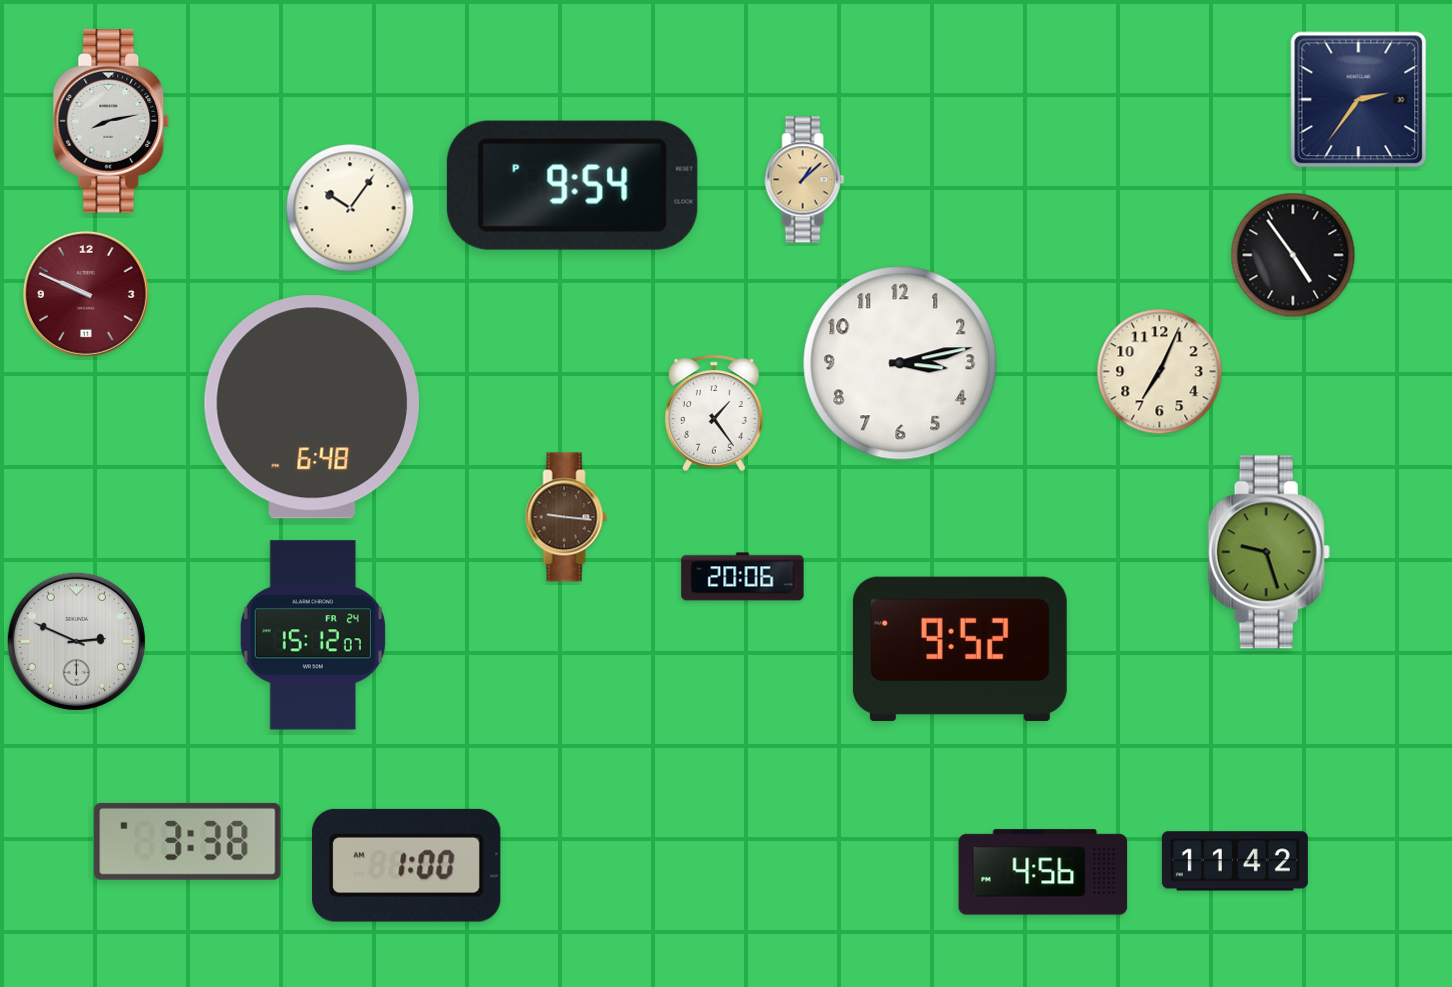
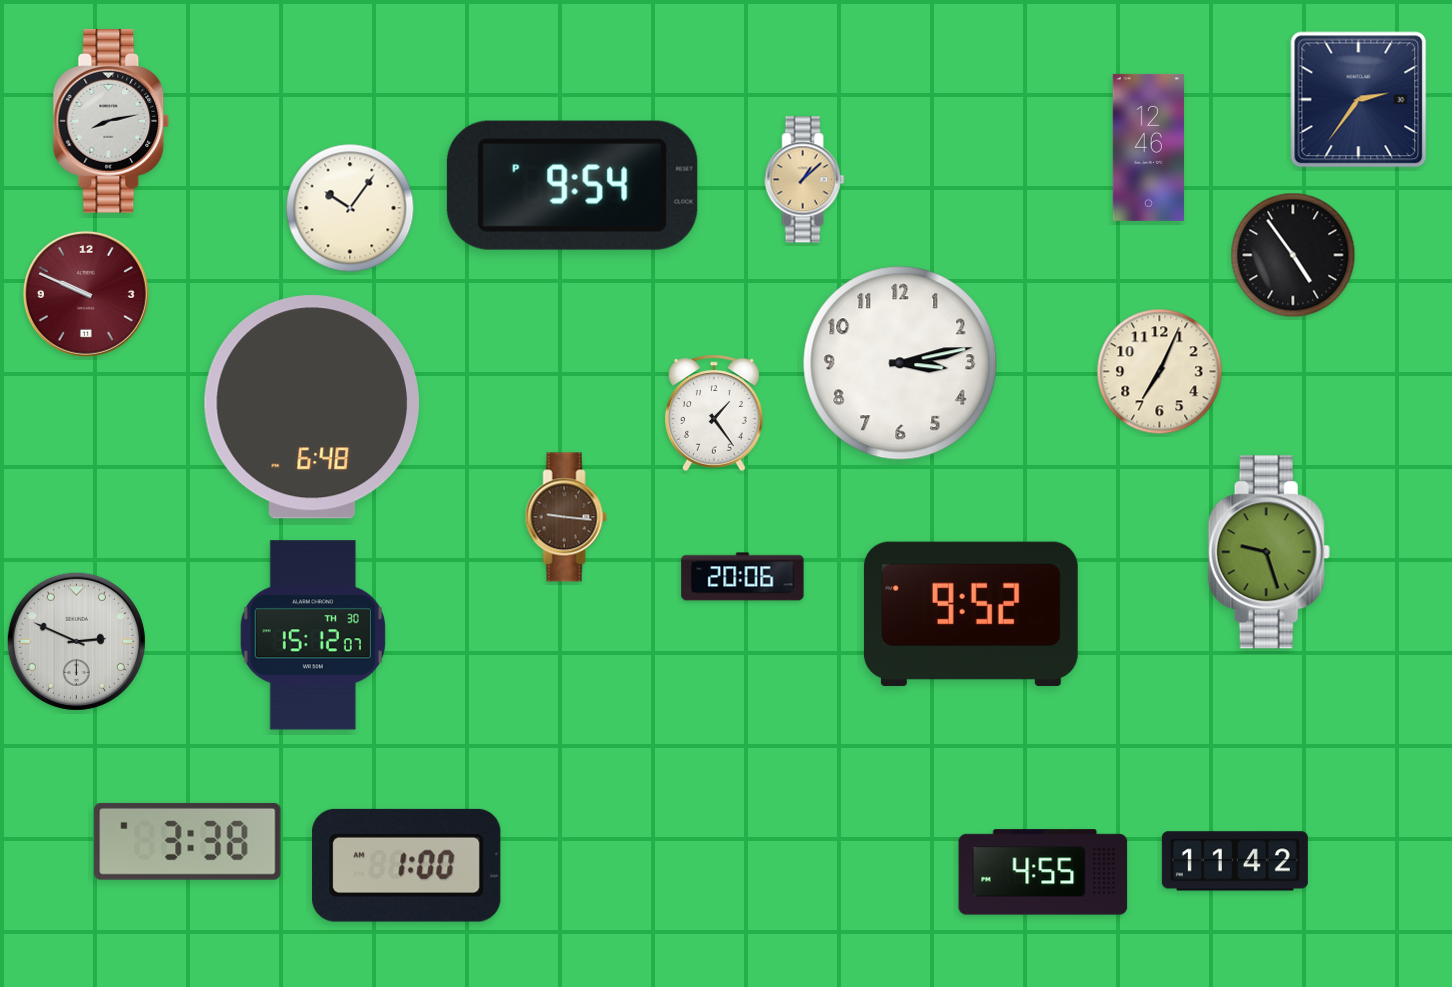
clock at (1148, 147): none -> 12:46
clock at (313, 635) date: FR 24 -> TH 30
clock at (960, 649) position: (960, 649) -> (971, 614)
clock at (1043, 872): 4:56 -> 4:55
